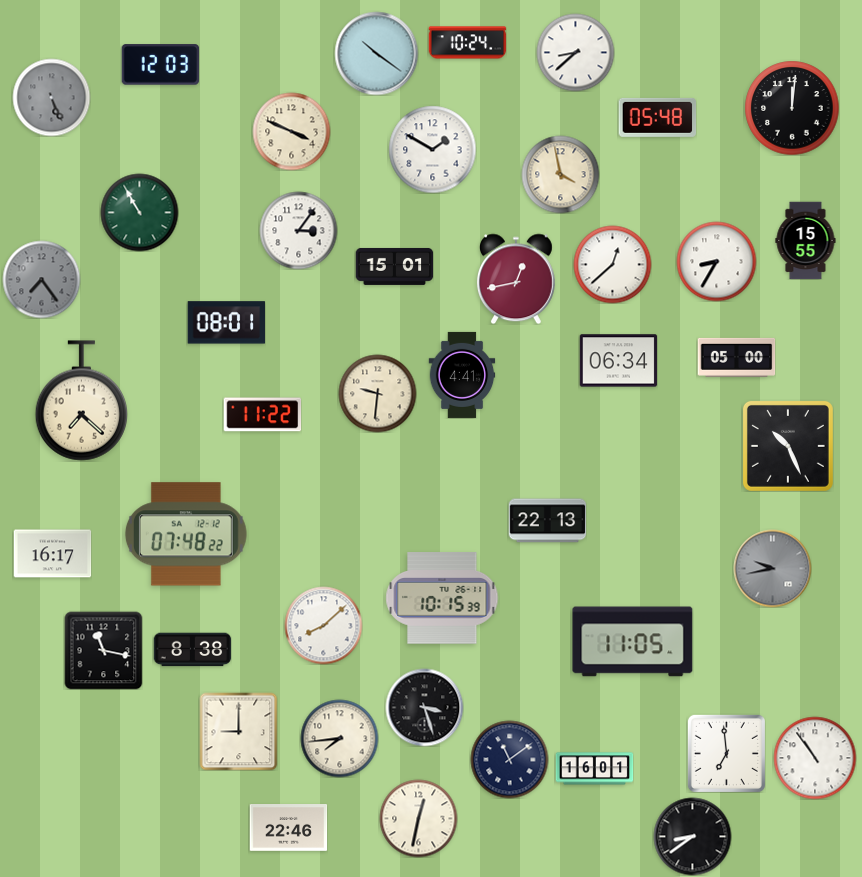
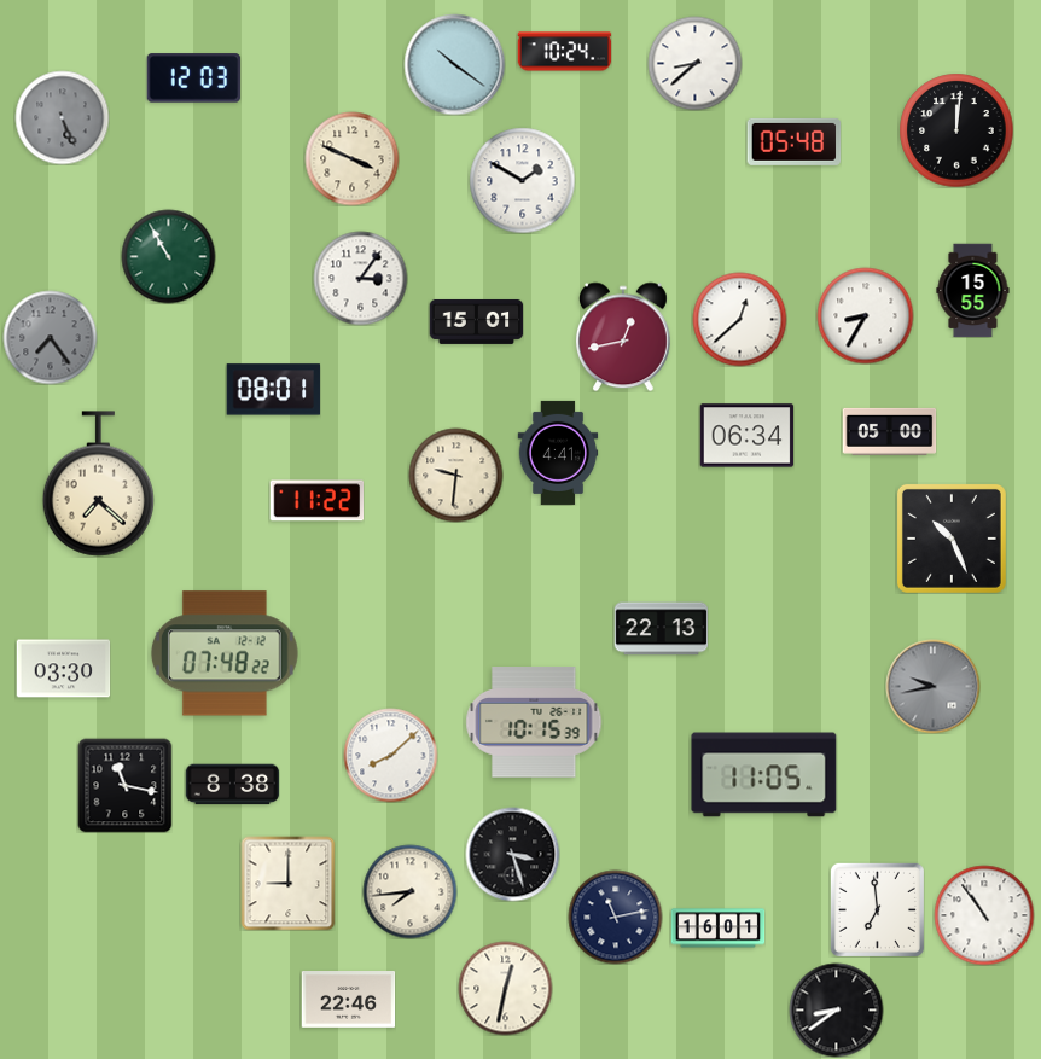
clock at (560, 174): 3:58 -> none
clock at (186, 534) position: (186, 534) -> (225, 653)
clock at (52, 554): 16:17 -> 03:30
clock at (509, 759): 11:09 -> 11:13
